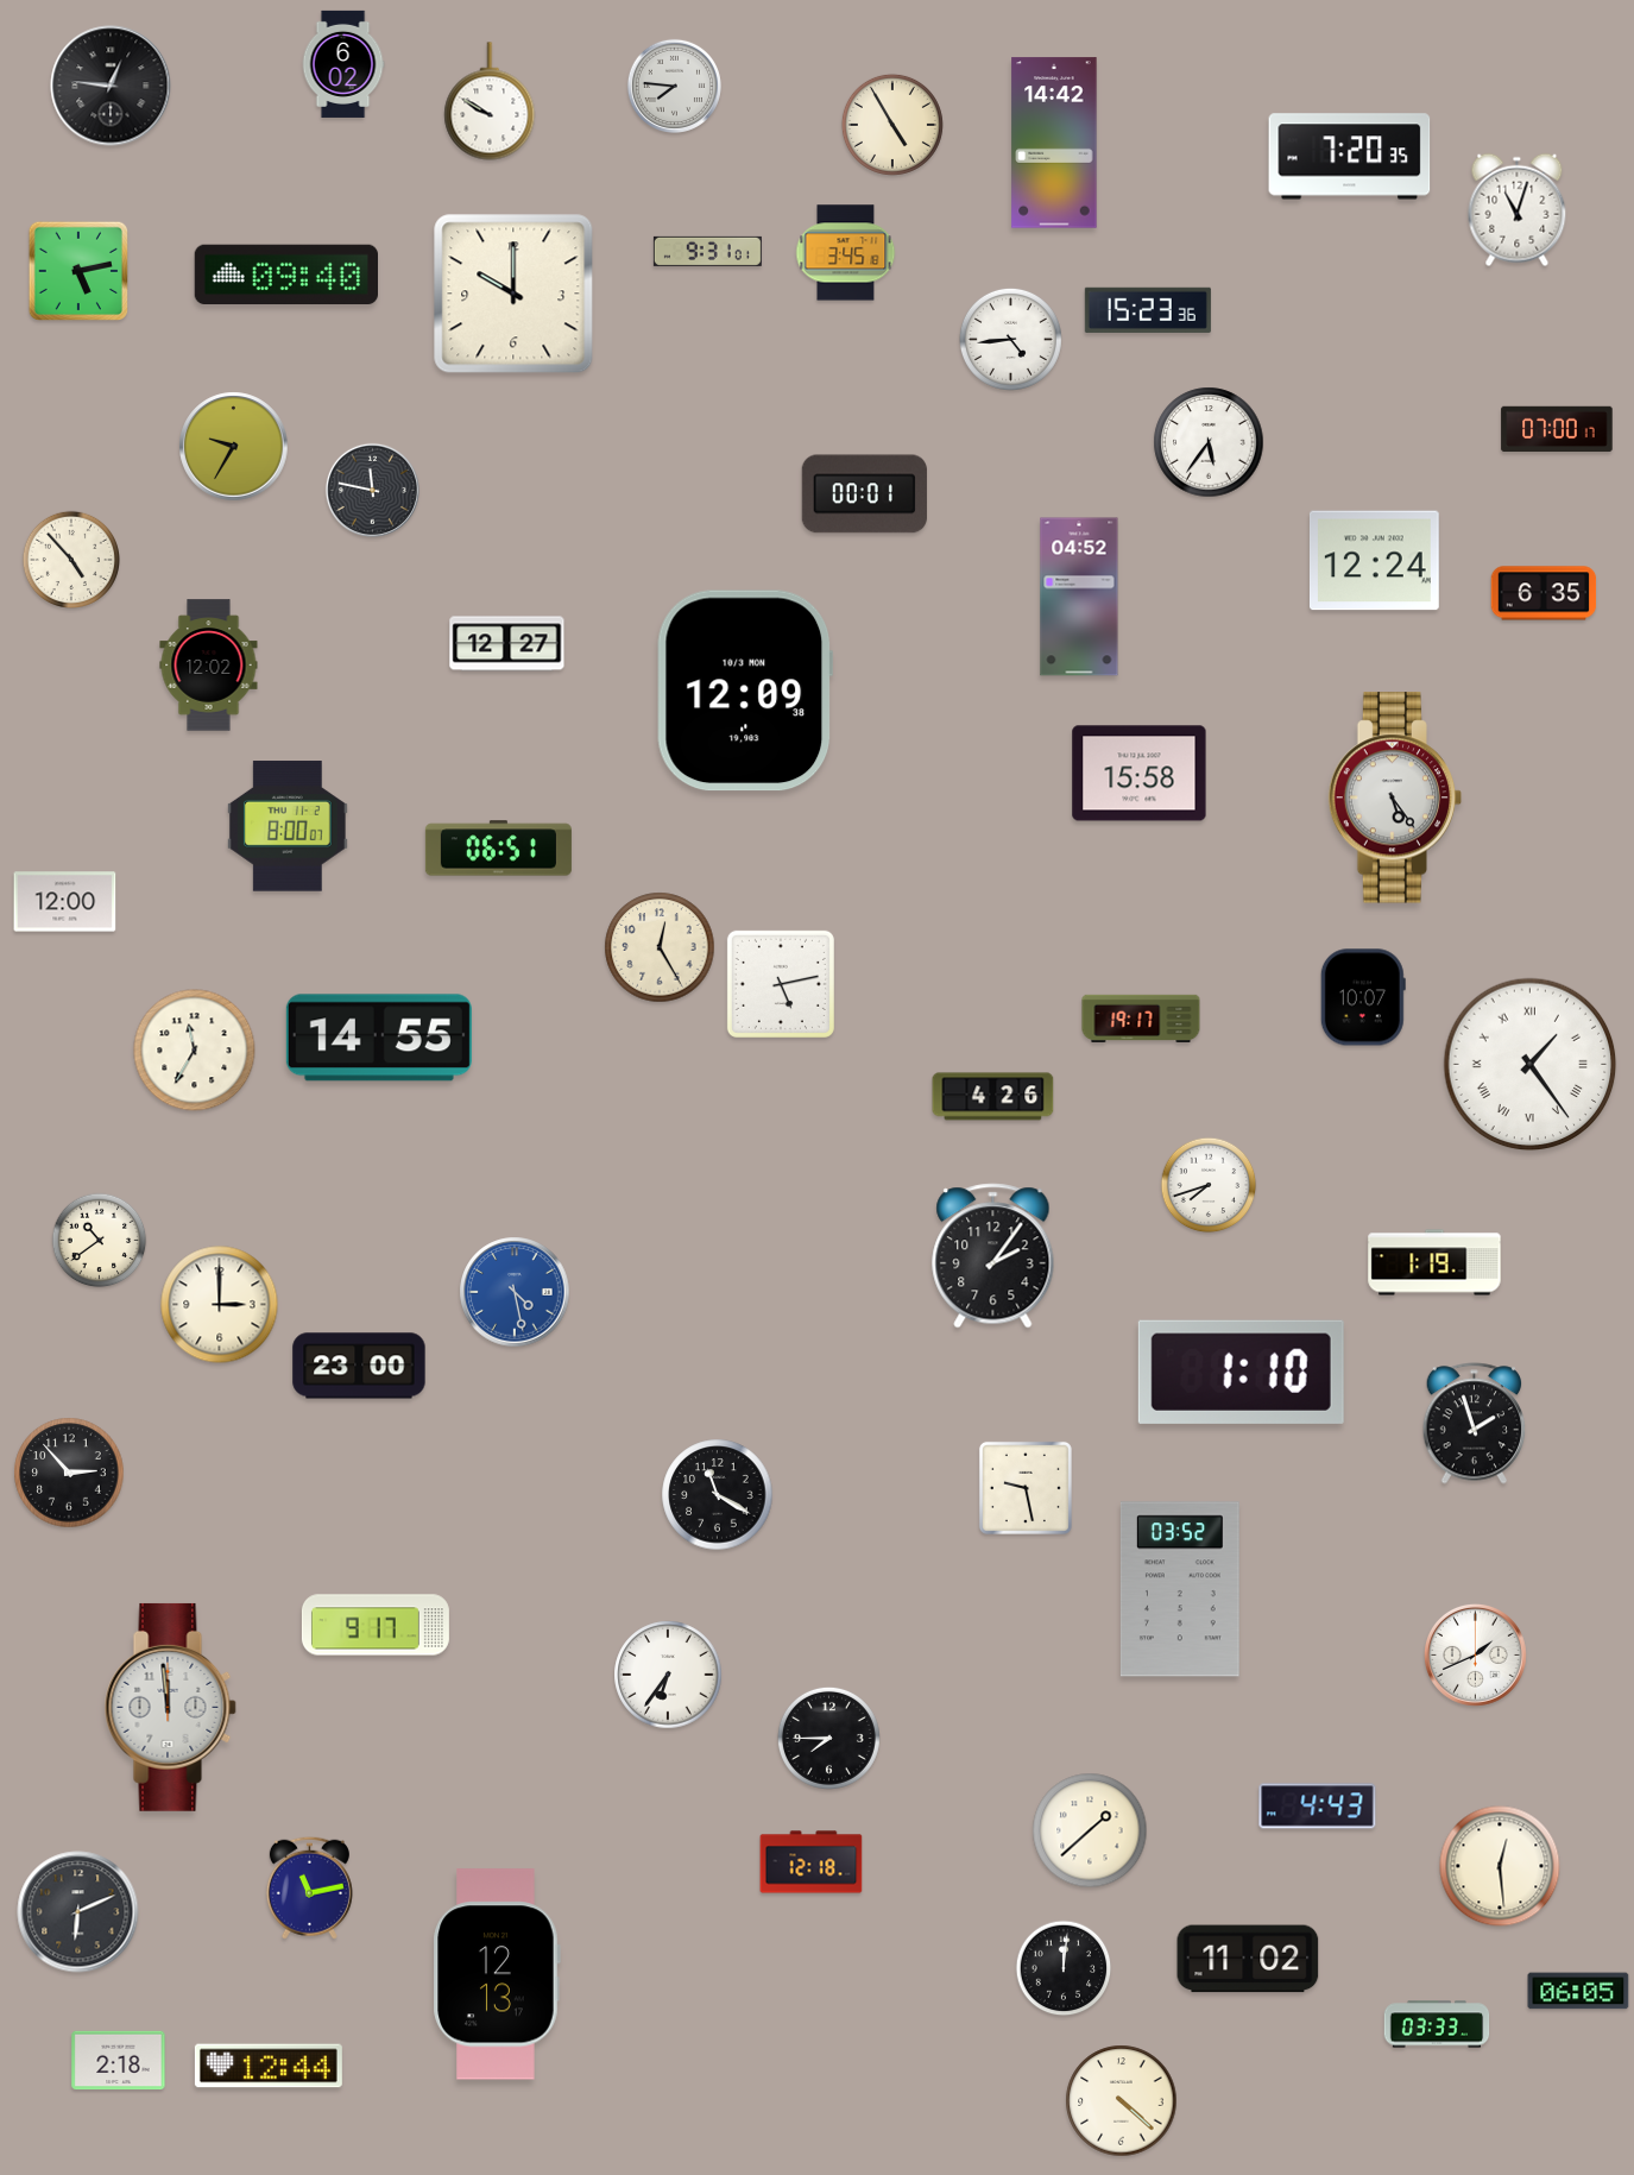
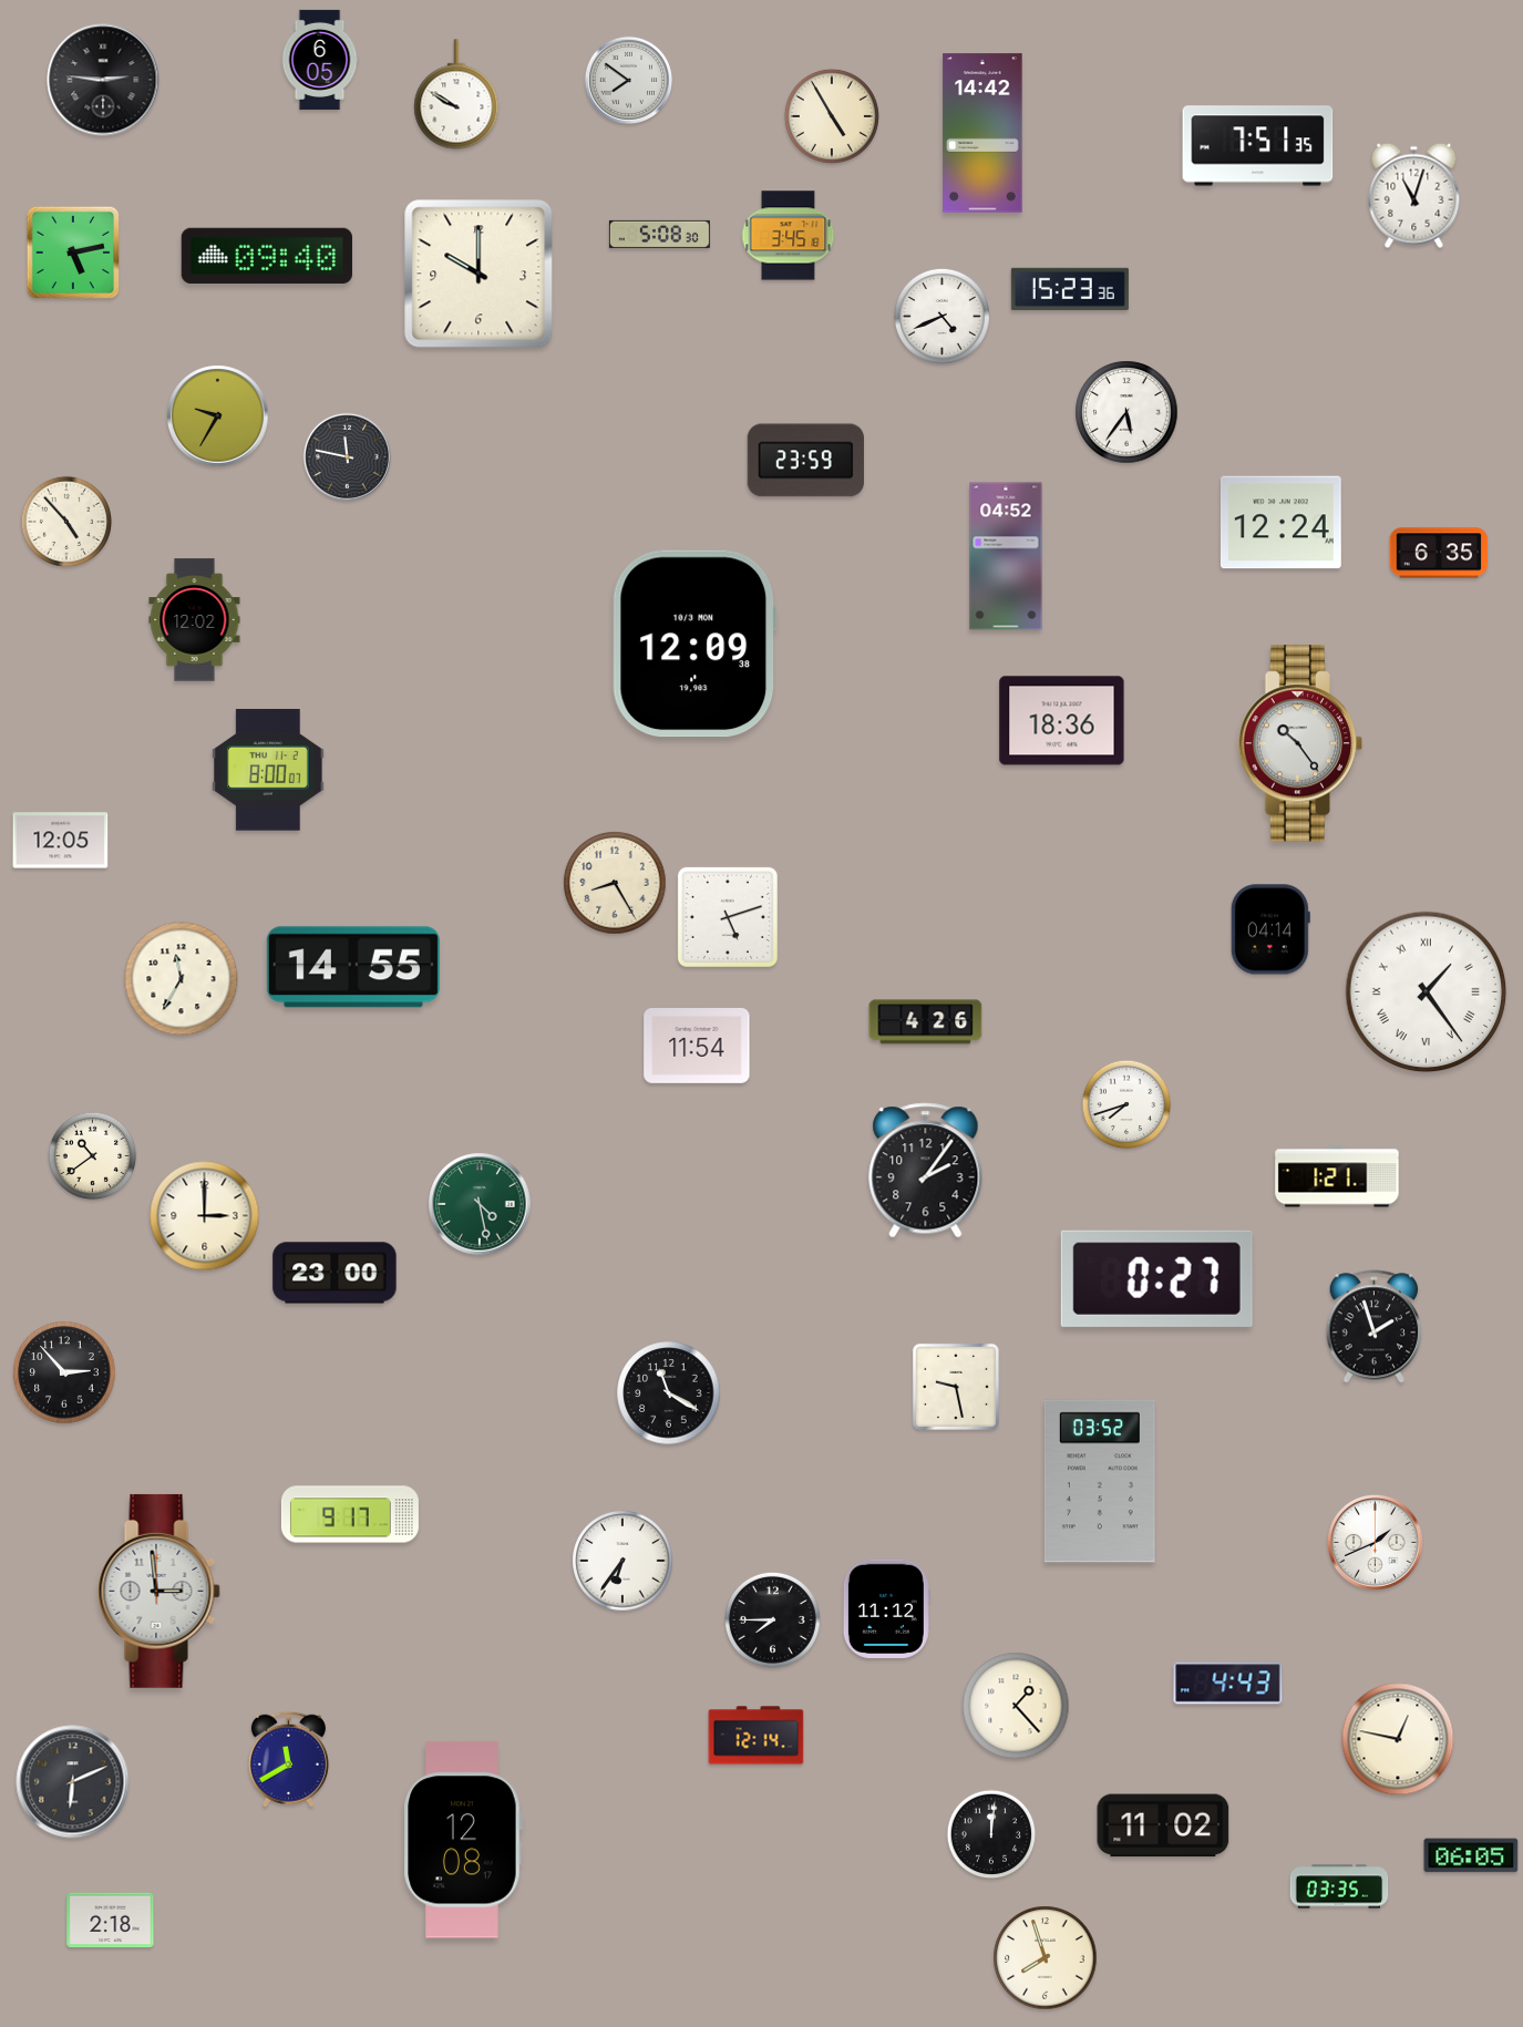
clock at (343, 64): 6:02 -> 6:05
clock at (111, 86): 12:46 -> 2:46
clock at (674, 86): 7:46 -> 7:51
clock at (1350, 157): 7:20 -> 7:51
clock at (707, 251): 9:31 -> 5:08
clock at (1010, 339): 4:44 -> 4:41
clock at (1557, 429): 07:00 -> none
clock at (864, 494): 00:01 -> 23:59
clock at (507, 644): 12:27 -> none
clock at (1140, 774): 15:58 -> 18:36
clock at (1395, 798): 5:24 -> 10:24
clock at (498, 849): 06:51 -> none
clock at (65, 902): 12:00 -> 12:05
clock at (660, 947): 12:25 -> 8:25
clock at (781, 984): 5:13 -> 5:12
clock at (1363, 997): 10:07 -> 04:14
clock at (1141, 1017): 19:17 -> none
clock at (697, 1047): none -> 11:54
clock at (1434, 1262): 1:19 -> 1:21
clock at (515, 1292) dial: blue -> green
clock at (1241, 1372): 1:10 -> 0:27
clock at (170, 1707): 11:59 -> 2:59
clock at (886, 1608): none -> 11:12
clock at (1090, 1830): 1:38 -> 1:23
clock at (812, 1862): 12:18 -> 12:14
clock at (1500, 1866): 12:29 -> 12:47
clock at (309, 1887): 11:13 -> 11:40
clock at (497, 1974): 12:13 -> 12:08
clock at (1437, 2024): 03:33 -> 03:35
clock at (269, 2066): 12:44 -> none
clock at (1122, 2101): 4:22 -> 7:57
